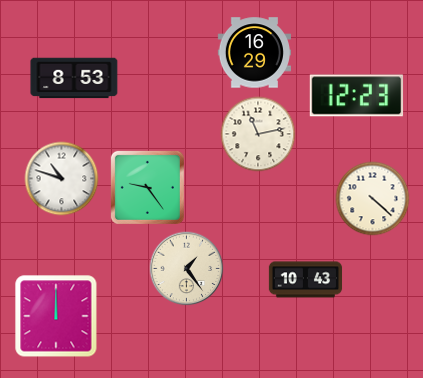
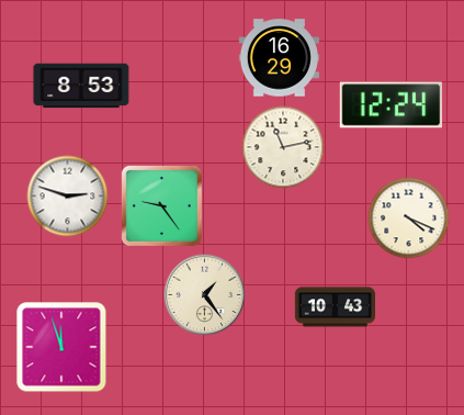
clock at (357, 96): 12:23 -> 12:24
clock at (62, 179): 10:48 -> 2:48
clock at (373, 199): 4:22 -> 4:19
clock at (56, 316): 12:00 -> 11:57
